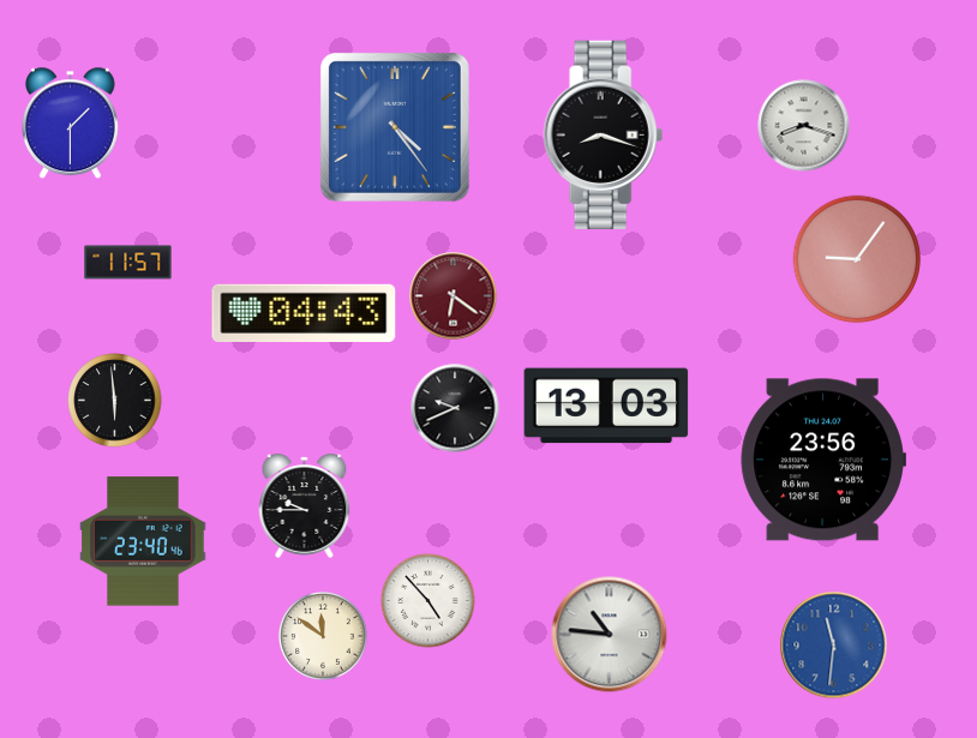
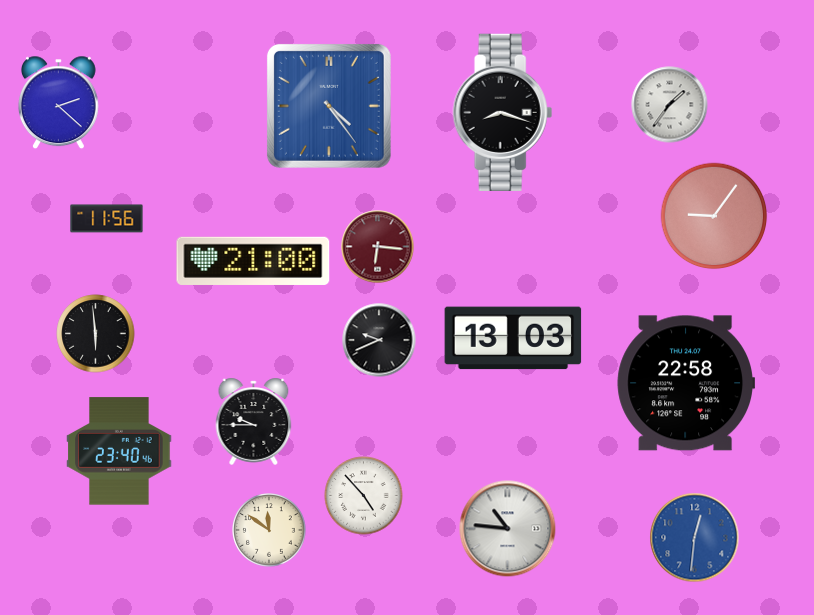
clock at (70, 124): 1:30 -> 2:22
clock at (804, 126): 8:18 -> 1:36
clock at (128, 263): 11:57 -> 11:56
clock at (454, 296): 6:21 -> 6:16
clock at (304, 313): 04:43 -> 21:00
clock at (606, 406) position: (606, 406) -> (513, 338)
clock at (822, 460): 23:56 -> 22:58
clock at (428, 601) position: (428, 601) -> (364, 496)
clock at (834, 646): 11:31 -> 12:31
